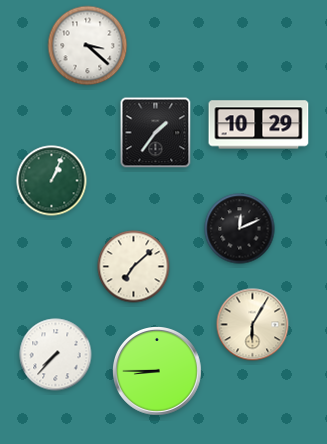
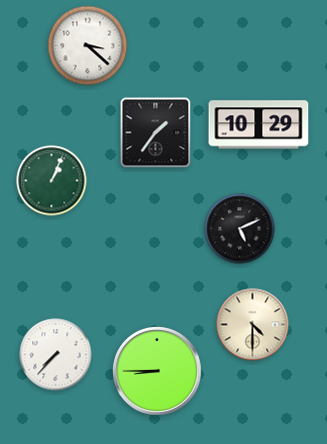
clock at (240, 229): 12:11 -> 5:11
clock at (134, 267): 7:08 -> none
clock at (253, 325): 6:05 -> 4:30
